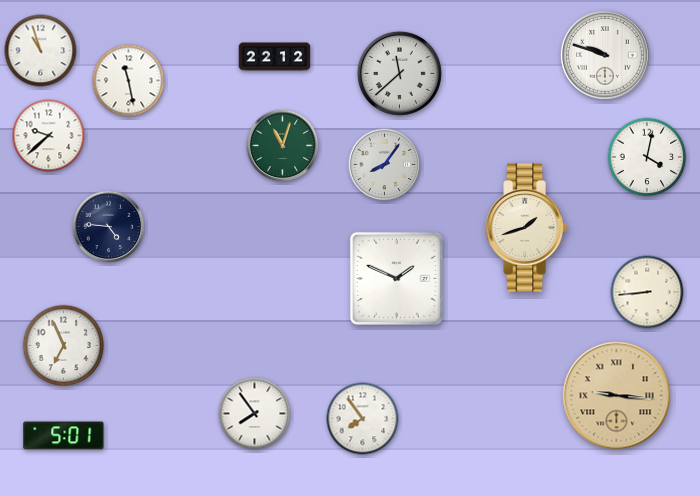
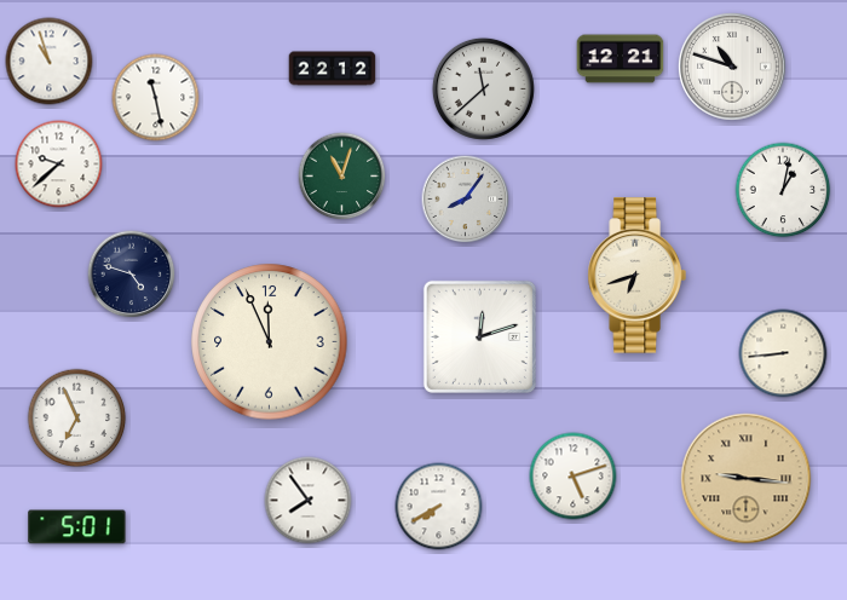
clock at (621, 59): none -> 12:21
clock at (605, 55): 9:48 -> 10:48
clock at (647, 157): 4:02 -> 1:02
clock at (109, 227): 4:46 -> 4:48
clock at (526, 228): 1:42 -> 6:42
clock at (396, 278): 1:49 -> 12:12
clock at (270, 342): none -> 11:56
clock at (574, 477): none -> 5:12
clock at (363, 419): 7:54 -> 7:40
